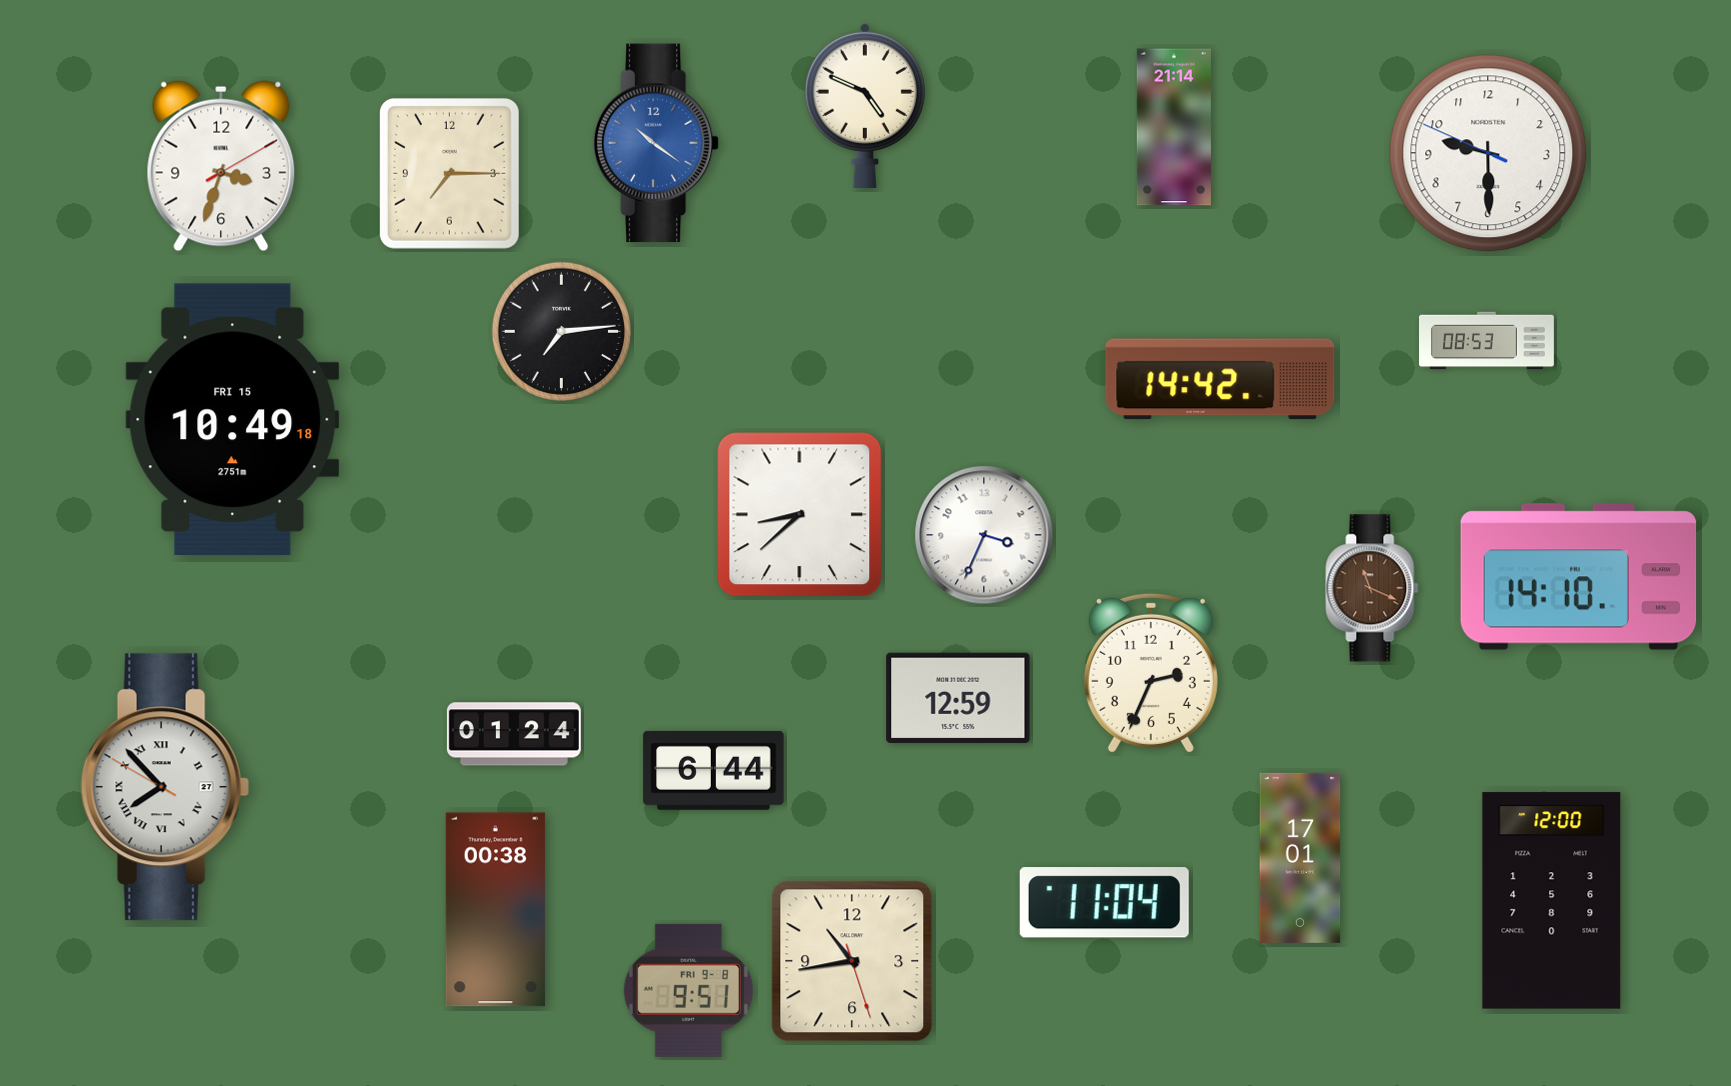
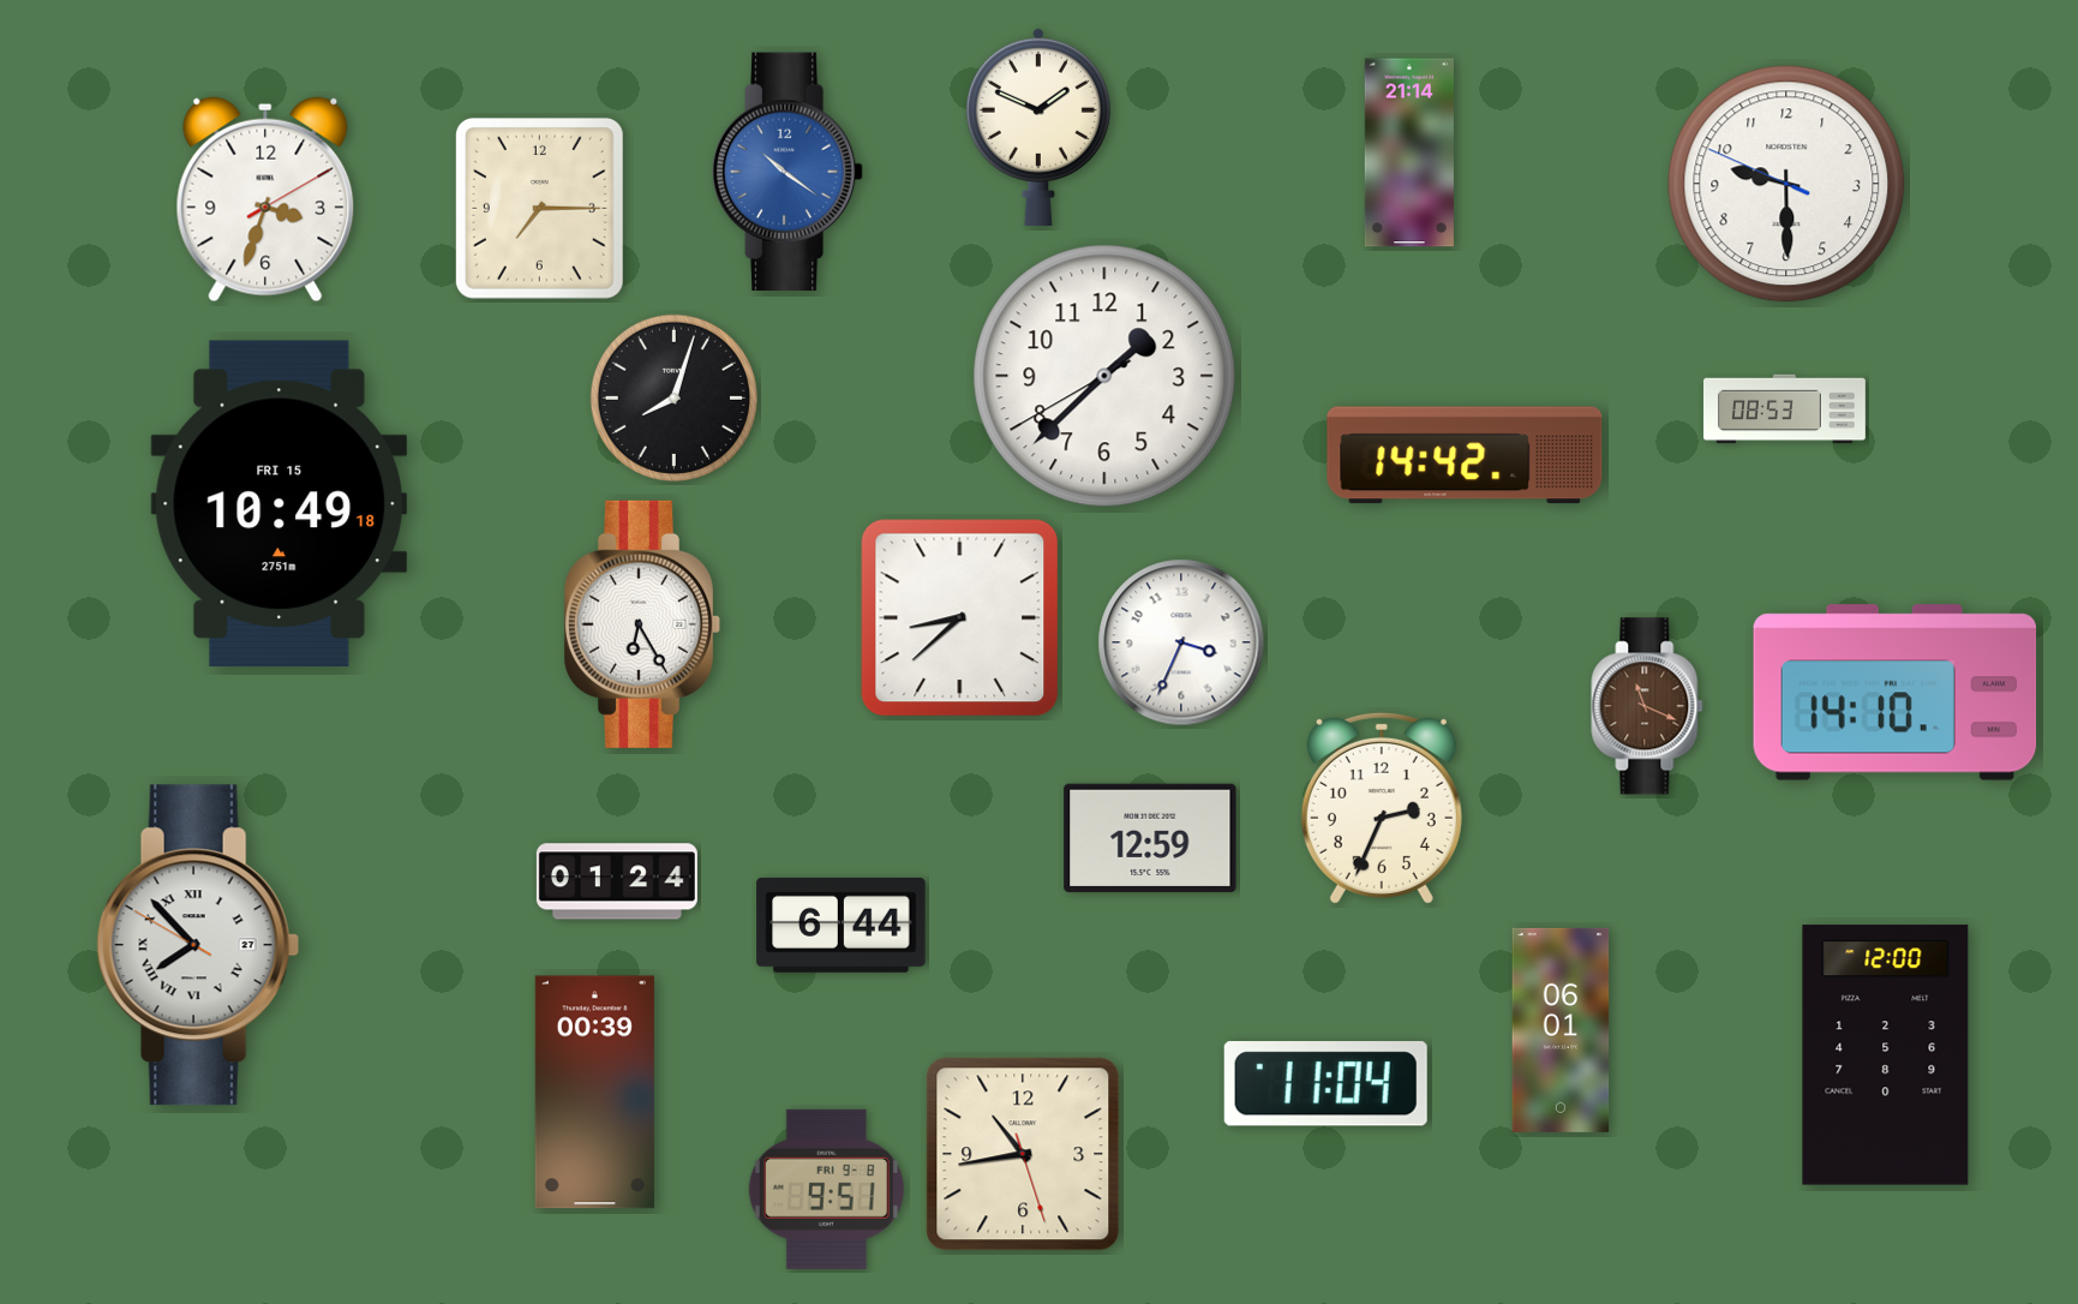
clock at (865, 105): 4:49 -> 1:49
clock at (1104, 376): none -> 1:37
clock at (561, 331): 7:14 -> 8:03
clock at (641, 624): none -> 6:25
clock at (714, 770) position: (714, 770) -> (842, 925)
clock at (1300, 858): 17:01 -> 06:01
clock at (1552, 901) position: (1552, 901) -> (1886, 1055)
clock at (495, 910): 00:38 -> 00:39
